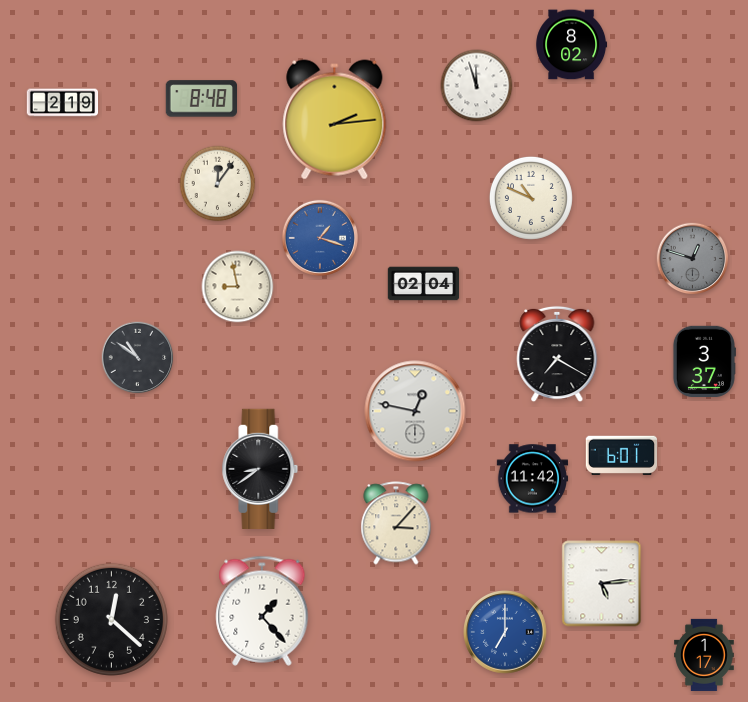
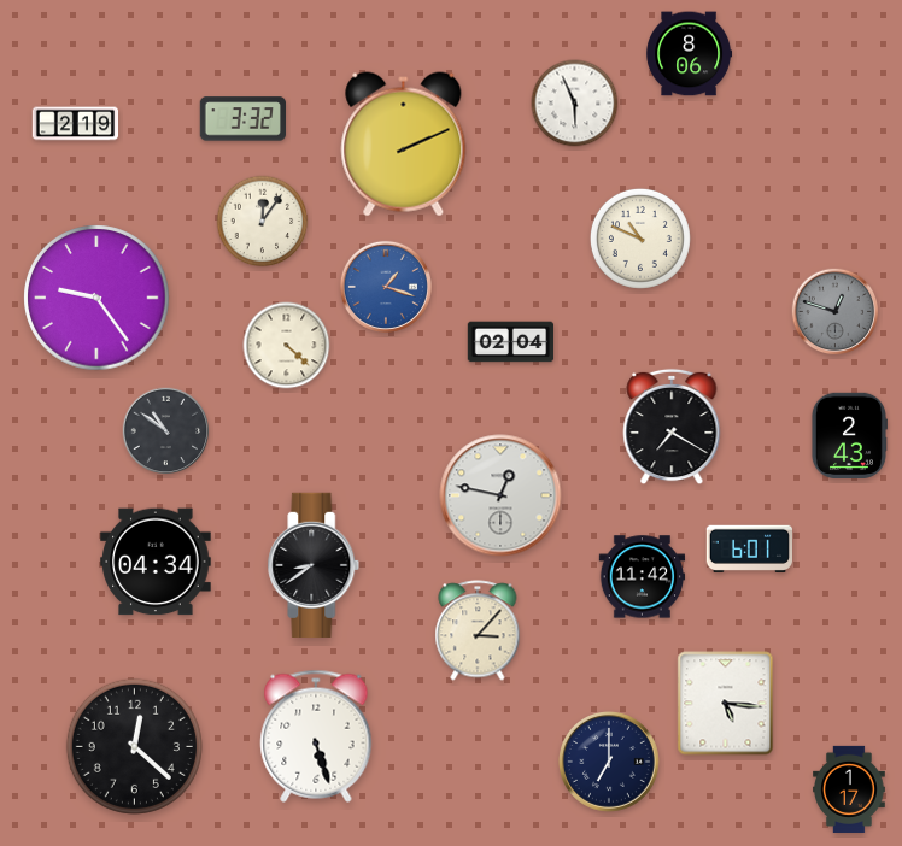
clock at (572, 45): 8:02 -> 8:06
clock at (477, 86): 11:57 -> 5:56
clock at (201, 99): 8:48 -> 3:32
clock at (335, 120): 2:14 -> 2:11
clock at (96, 298): none -> 9:24
clock at (238, 287): 8:58 -> 4:22
clock at (704, 362): 3:37 -> 2:43
clock at (156, 562): none -> 04:34
clock at (602, 584): 5:14 -> 5:16
clock at (262, 611): 1:23 -> 5:27
clock at (506, 633) dial: blue -> navy
